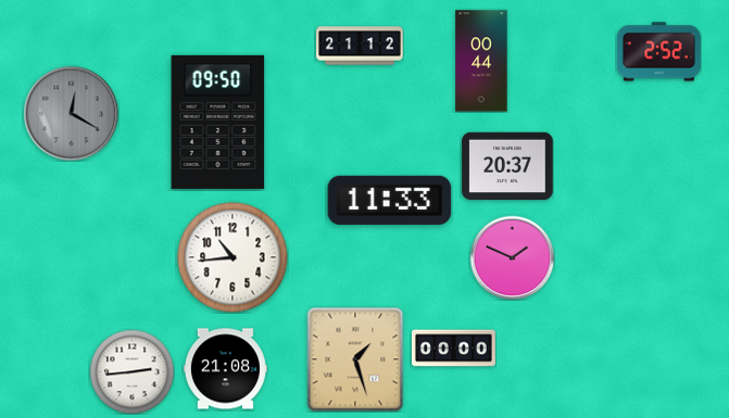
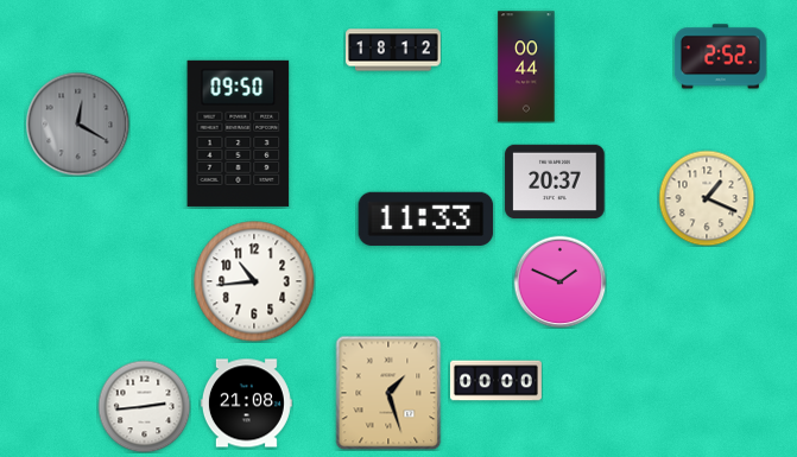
clock at (360, 46): 21:12 -> 18:12
clock at (707, 198): none -> 1:19
